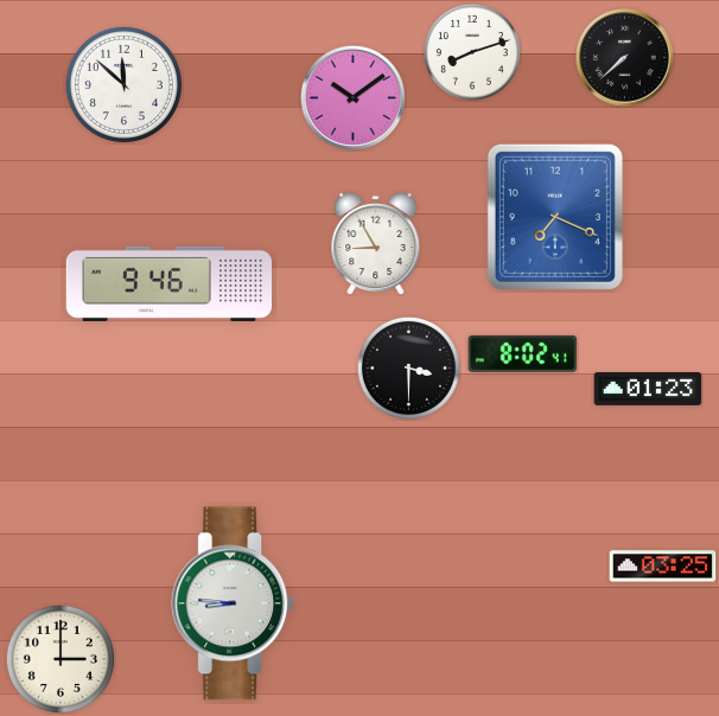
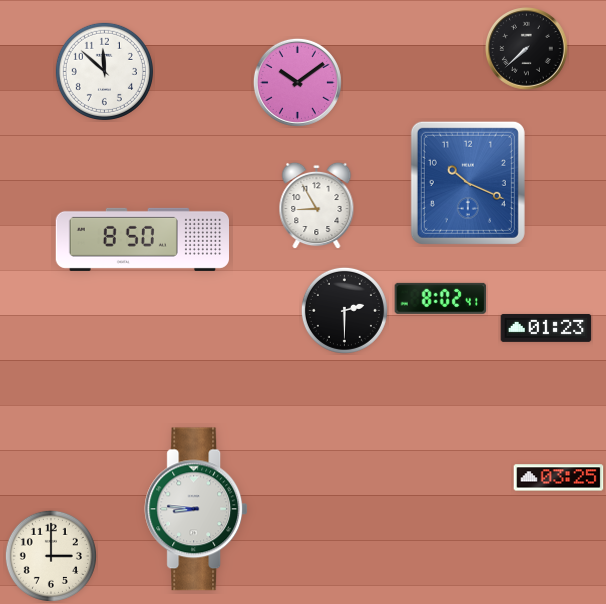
clock at (472, 52): 8:12 -> none
clock at (555, 217): 7:19 -> 10:19
clock at (168, 283): 9:46 -> 8:50
clock at (408, 367): 3:30 -> 2:30
